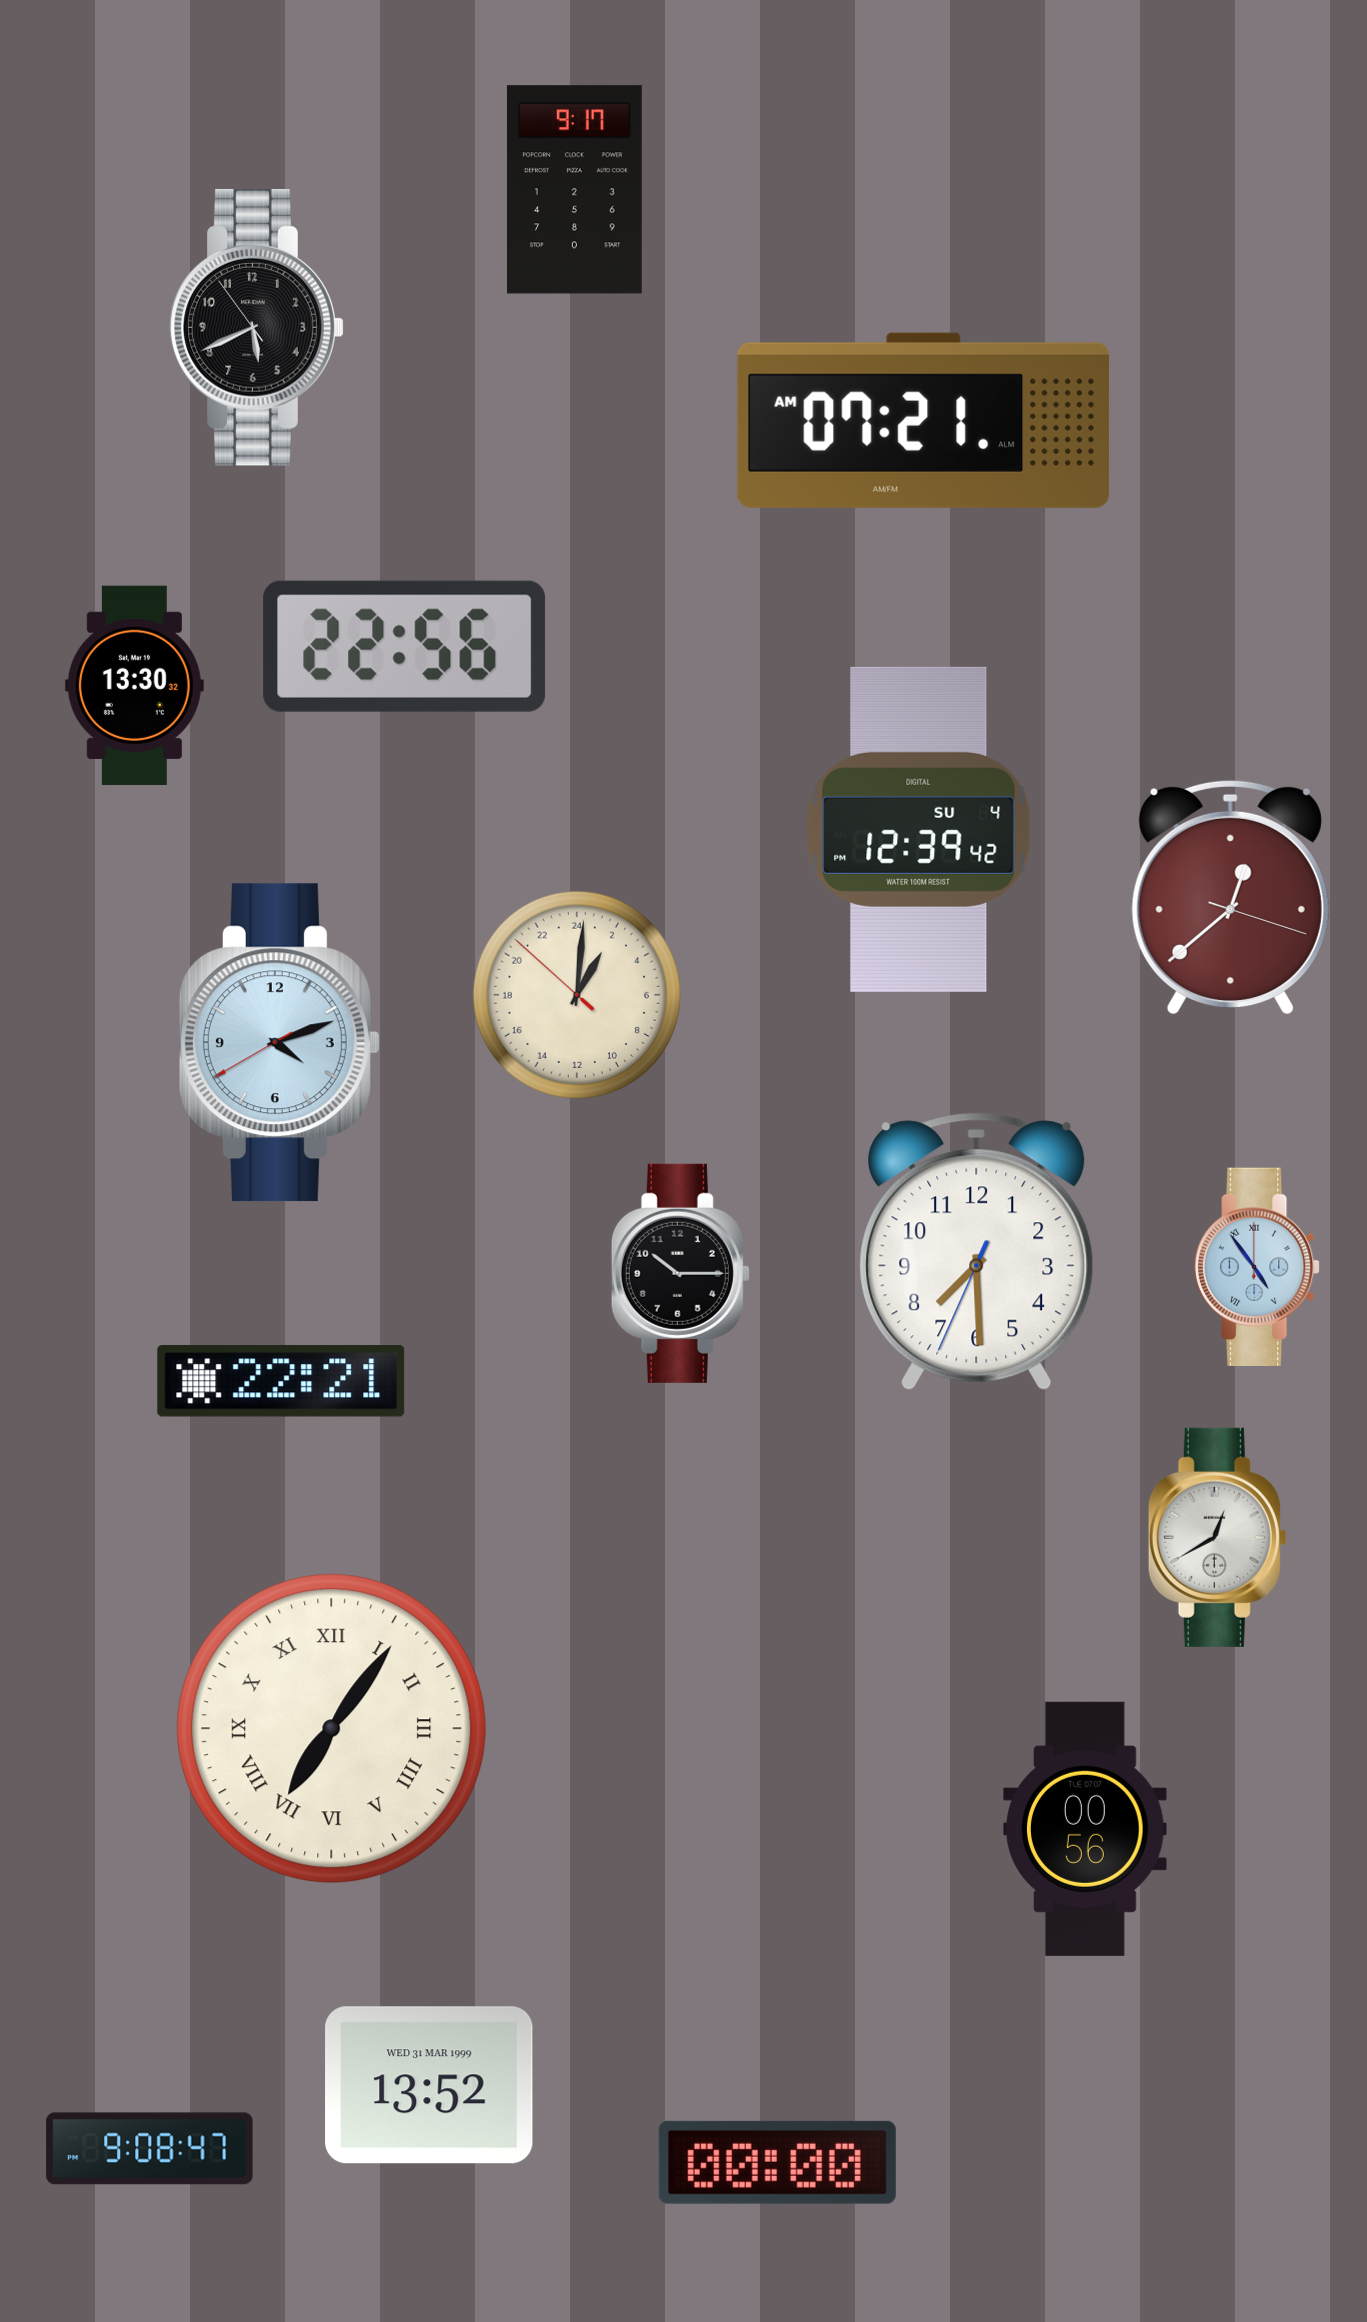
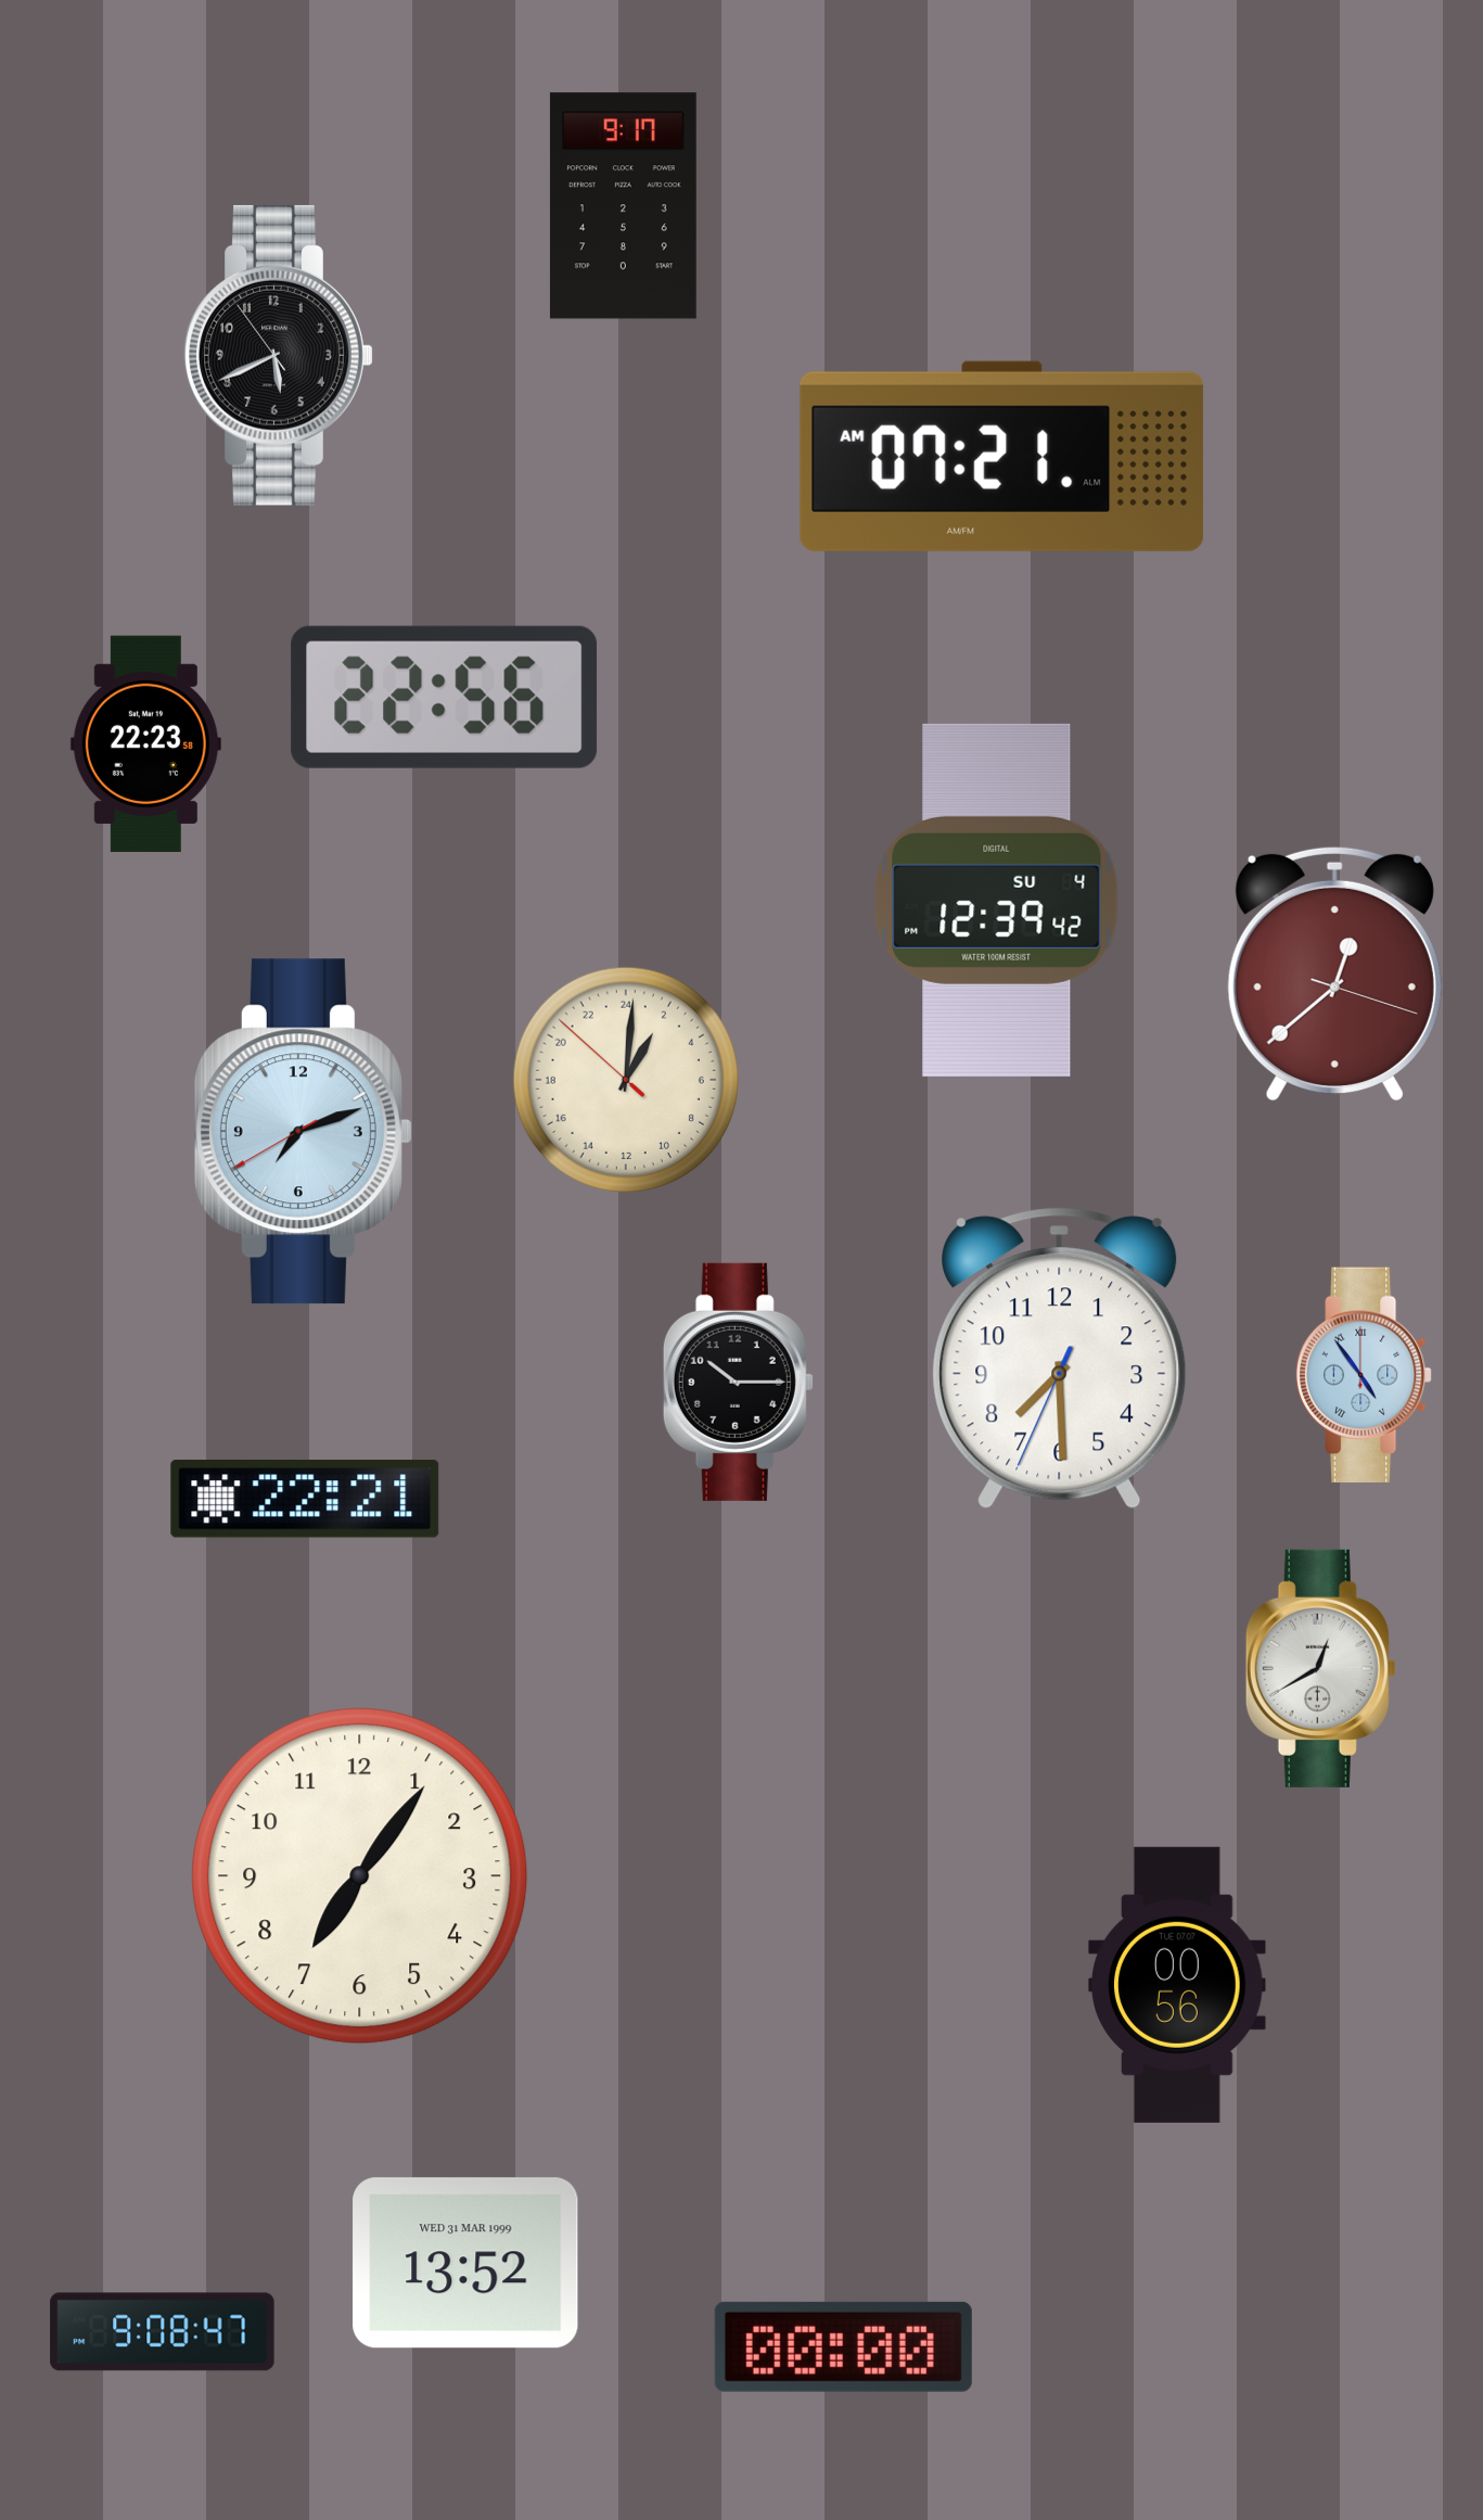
clock at (405, 646) position: (405, 646) -> (445, 697)
clock at (134, 685): 13:30 -> 22:23
clock at (279, 1043): 4:11 -> 7:11
clock at (332, 1729) numerals: Roman -> Arabic
